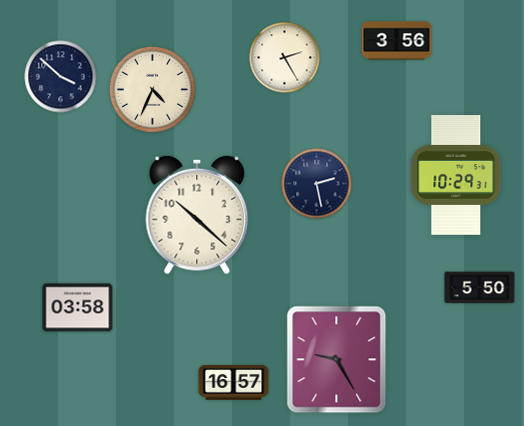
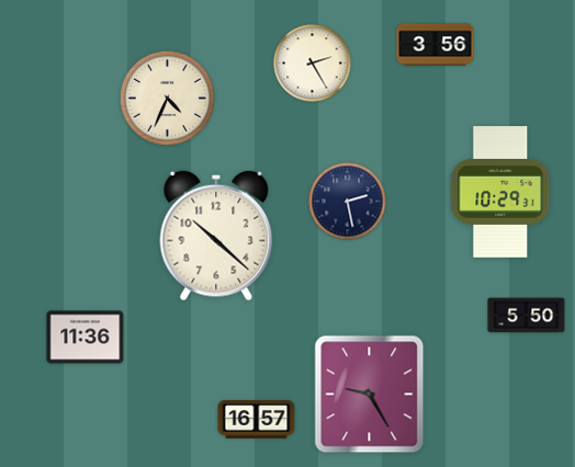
clock at (61, 77): 3:52 -> none
clock at (78, 308): 03:58 -> 11:36
